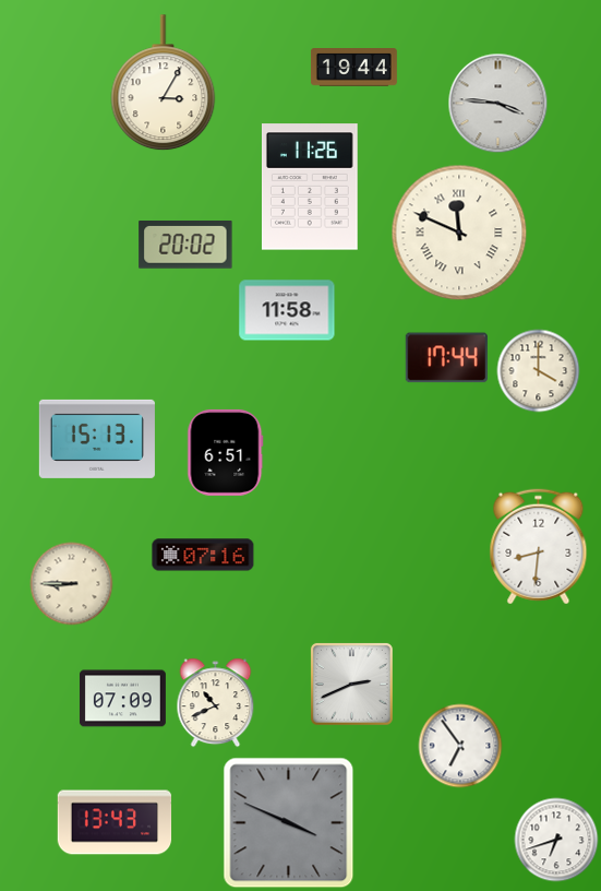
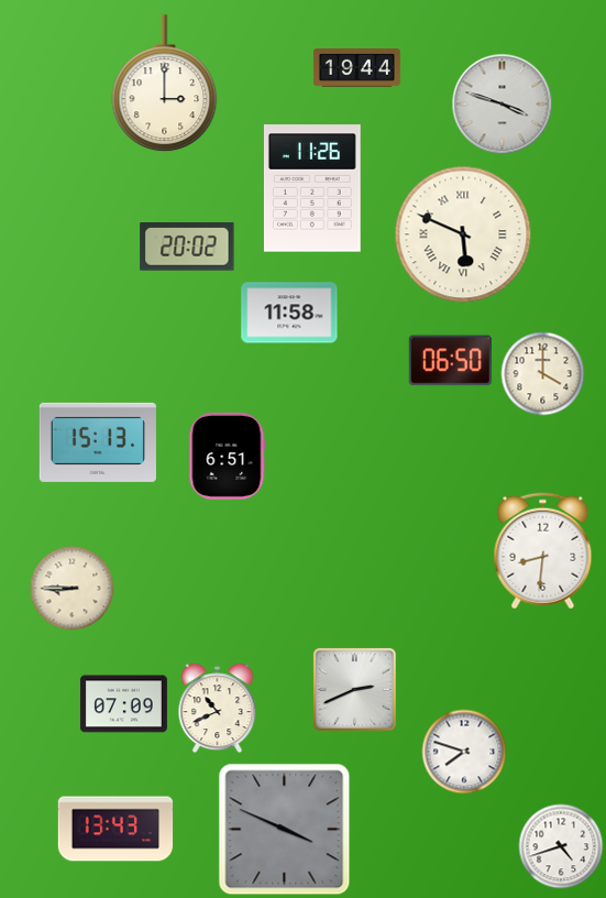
clock at (164, 83): 3:05 -> 3:00
clock at (498, 104): 3:46 -> 3:48
clock at (459, 233): 11:49 -> 5:49
clock at (446, 358): 17:44 -> 06:50
clock at (203, 555): 07:16 -> none
clock at (460, 746): 6:54 -> 7:48
clock at (289, 823) position: (289, 823) -> (285, 830)
clock at (556, 840): 6:42 -> 4:42
